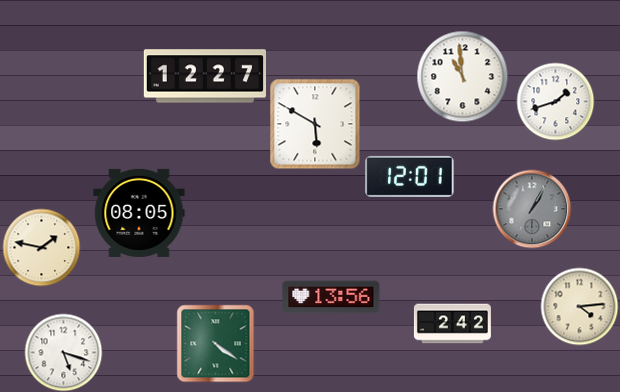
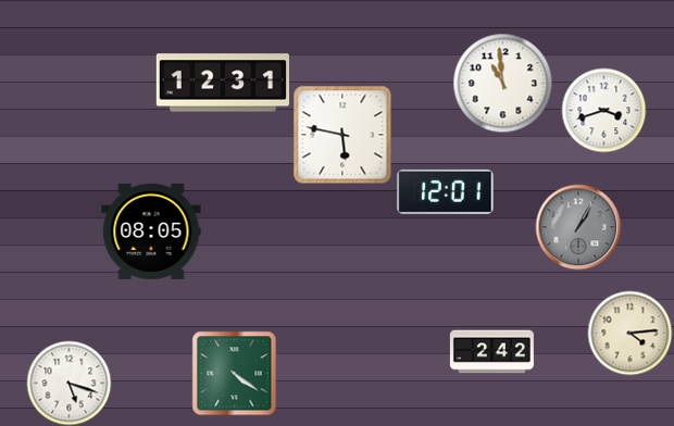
clock at (204, 76): 12:27 -> 12:31
clock at (555, 101): 1:42 -> 3:42
clock at (315, 124): 5:50 -> 5:47
clock at (41, 247): 1:47 -> none
clock at (331, 297): 13:56 -> none
